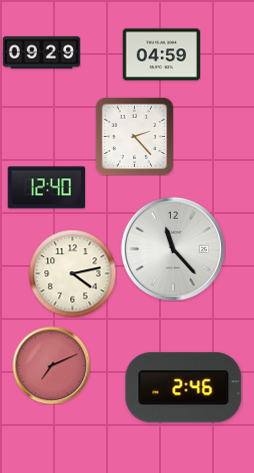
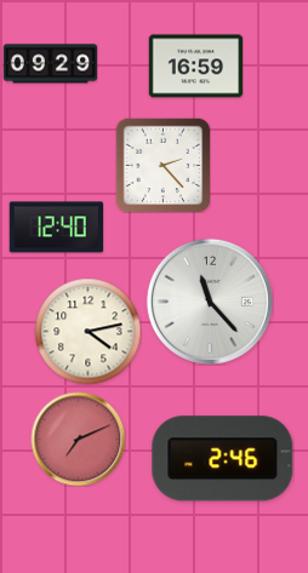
clock at (161, 55): 04:59 -> 16:59
clock at (51, 365) position: (51, 365) -> (78, 439)
clock at (184, 388) position: (184, 388) -> (223, 459)
